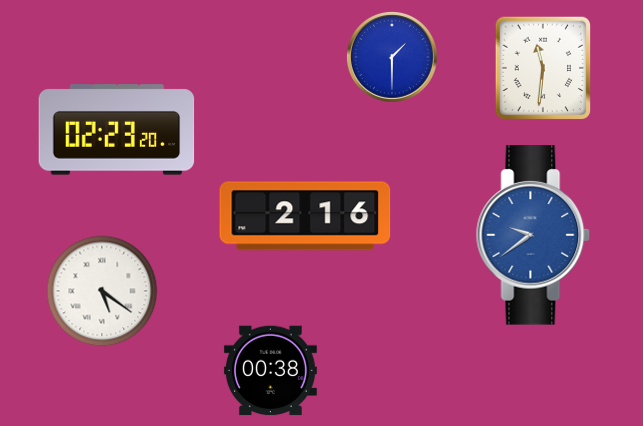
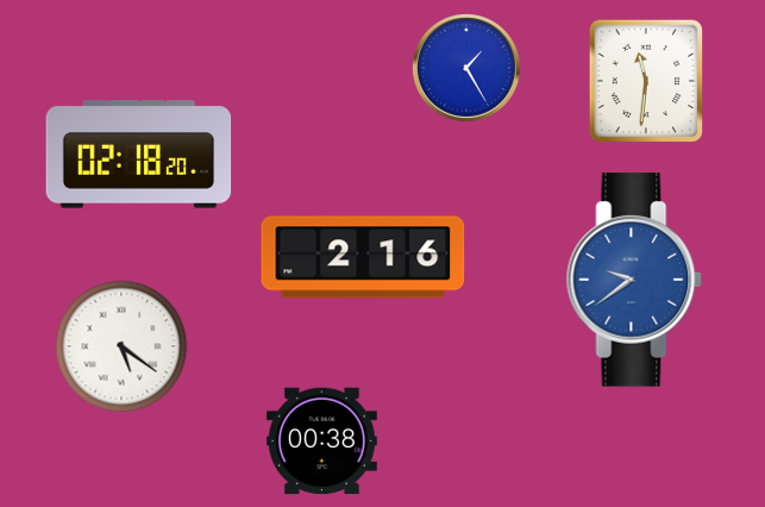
clock at (392, 57): 1:30 -> 1:25
clock at (117, 130): 02:23 -> 02:18
